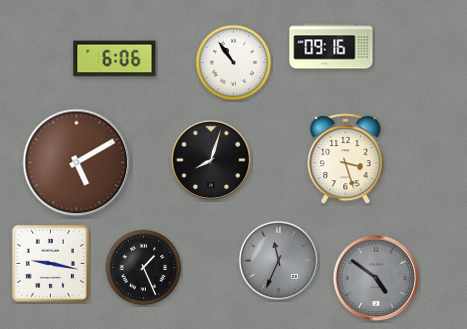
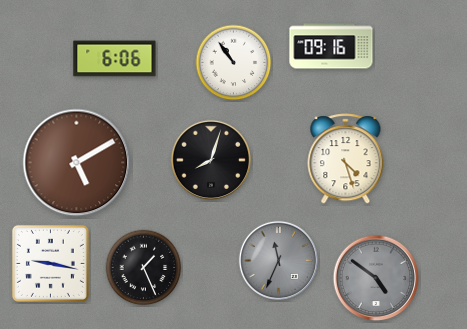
clock at (346, 159): 3:27 -> 4:27
